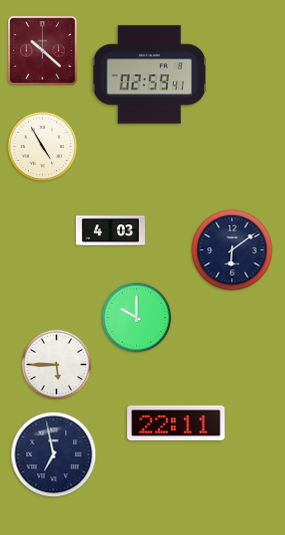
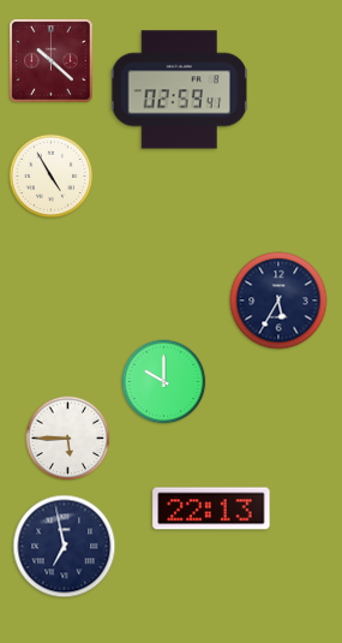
clock at (110, 231): 4:03 -> none
clock at (232, 250): 6:09 -> 5:35
clock at (176, 423): 22:11 -> 22:13
